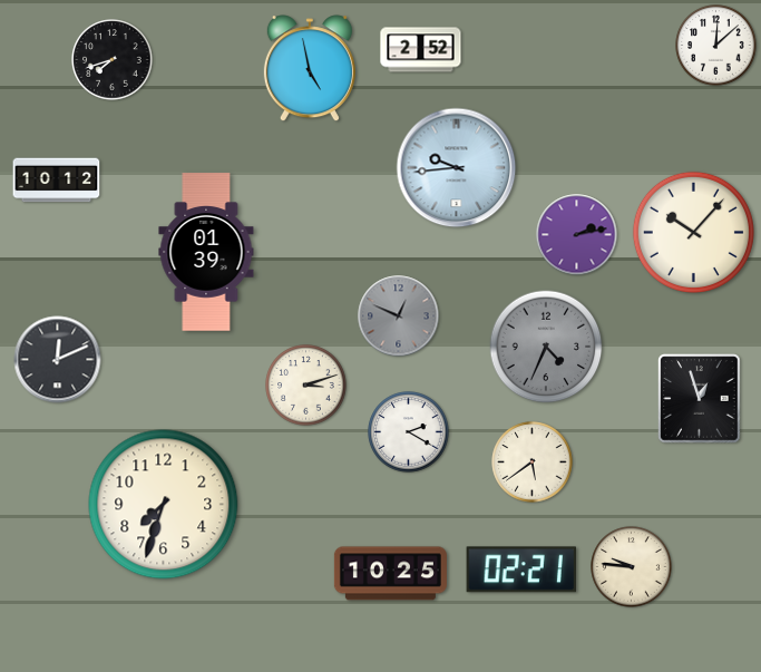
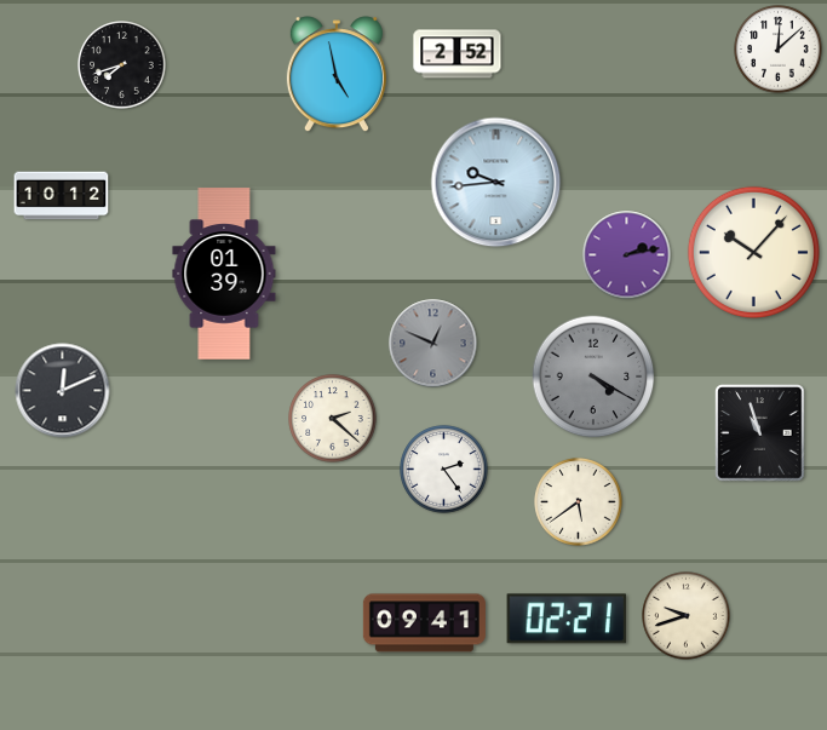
clock at (546, 347): 4:34 -> 4:20
clock at (306, 386): 3:12 -> 2:22
clock at (700, 399): 12:57 -> 10:57
clock at (409, 432): 2:20 -> 2:24
clock at (164, 505): 7:33 -> none
clock at (632, 567): 9:46 -> 9:42
clock at (390, 574): 10:25 -> 09:41
